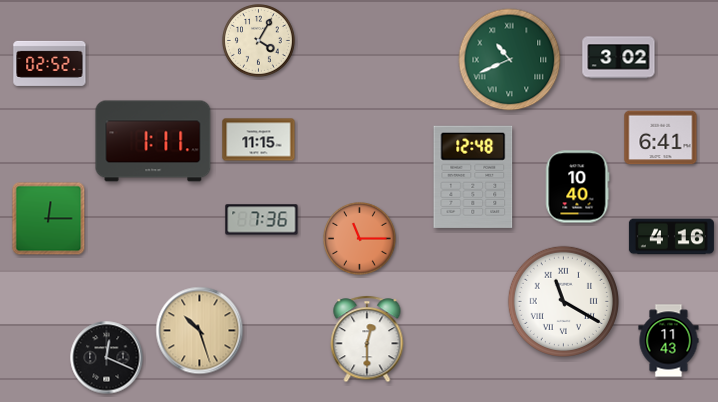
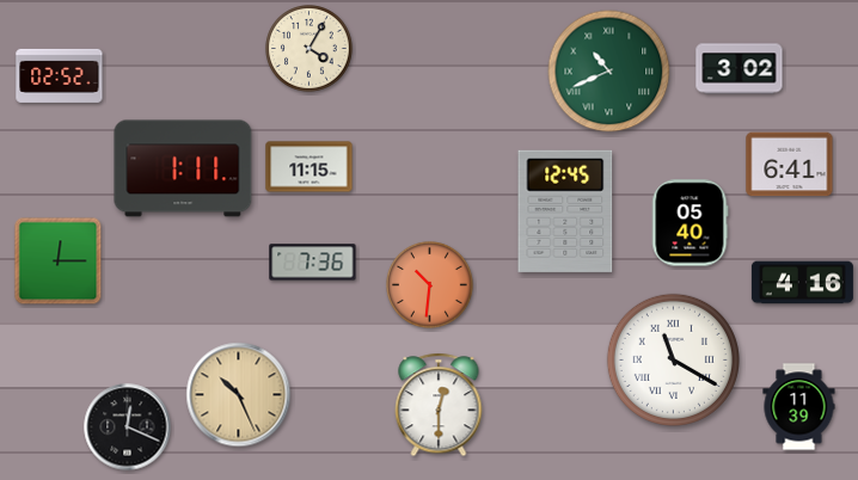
clock at (473, 177): 12:48 -> 12:45
clock at (578, 187): 10:40 -> 05:40
clock at (360, 239): 11:15 -> 10:31
clock at (200, 331): 10:27 -> 10:26
clock at (669, 341): 11:43 -> 11:39
